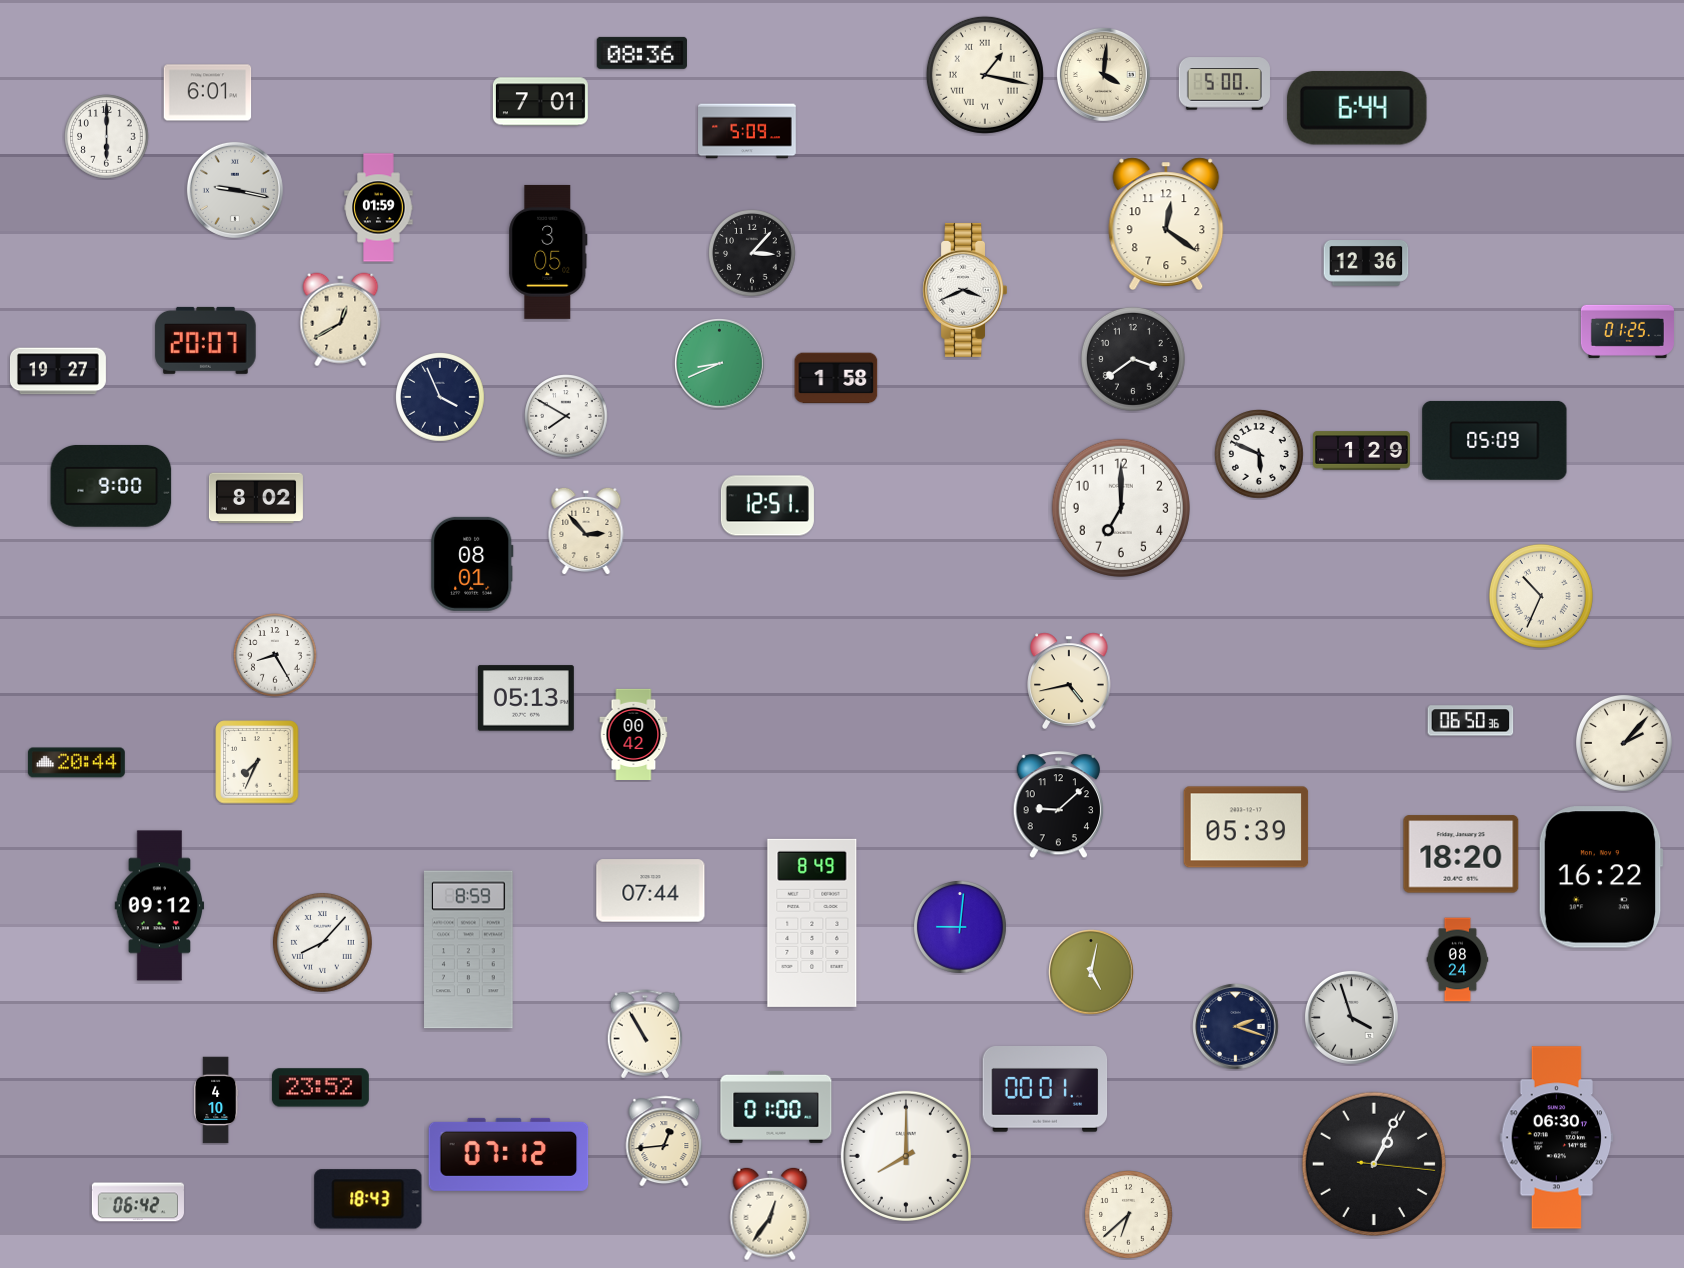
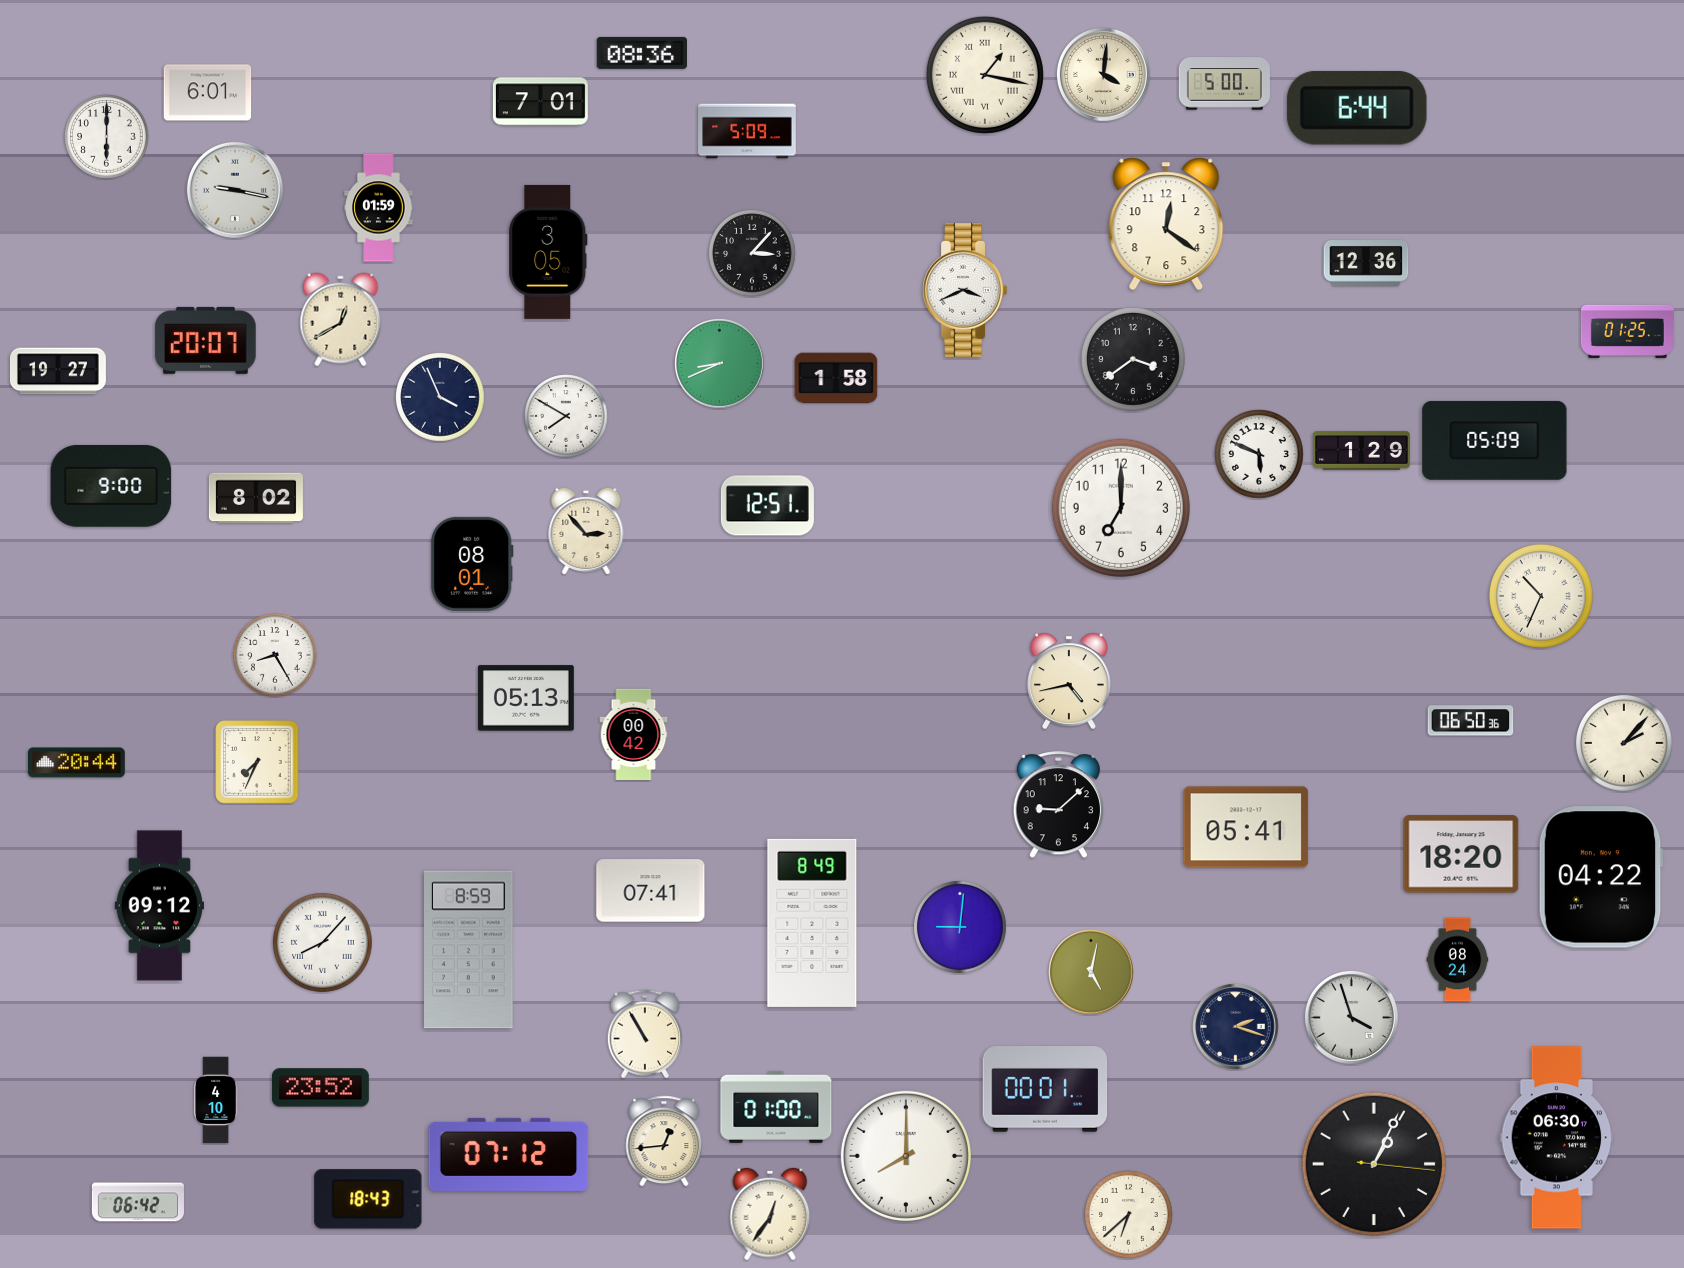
clock at (1246, 827): 05:39 -> 05:41
clock at (1601, 877): 16:22 -> 04:22
clock at (651, 891): 07:44 -> 07:41
